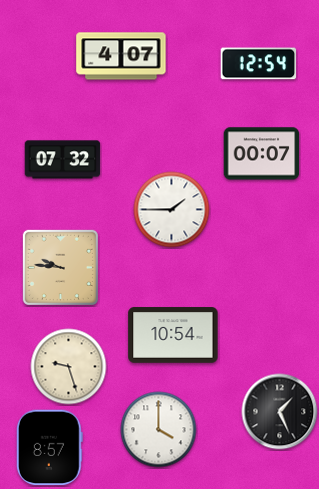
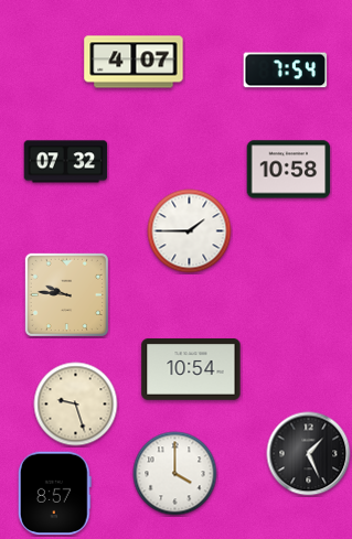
clock at (259, 64): 12:54 -> 7:54
clock at (262, 154): 00:07 -> 10:58
clock at (63, 160) position: (63, 160) -> (66, 162)
